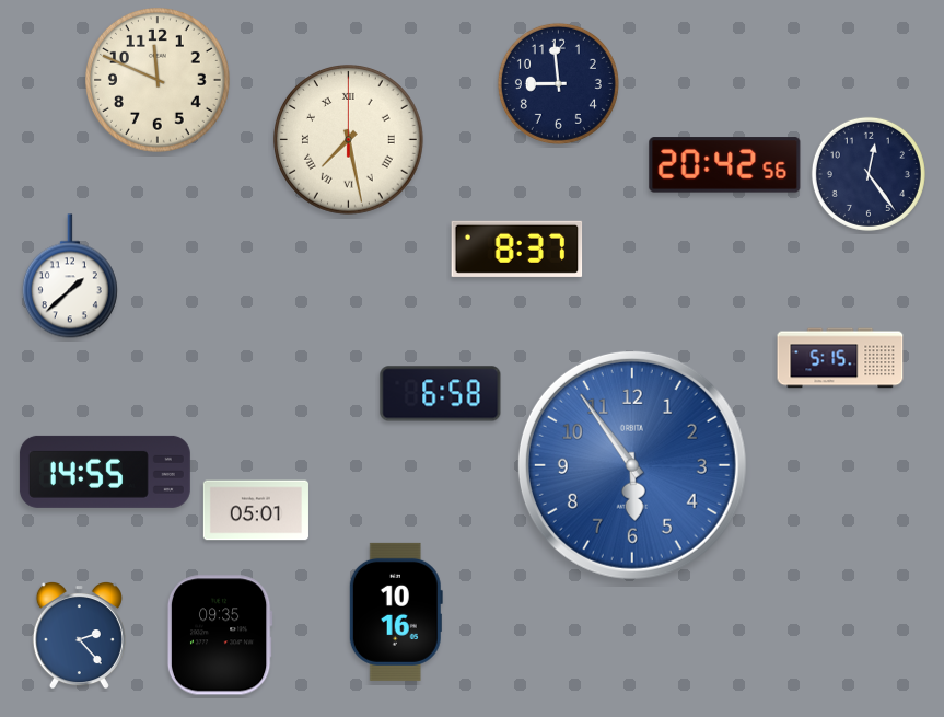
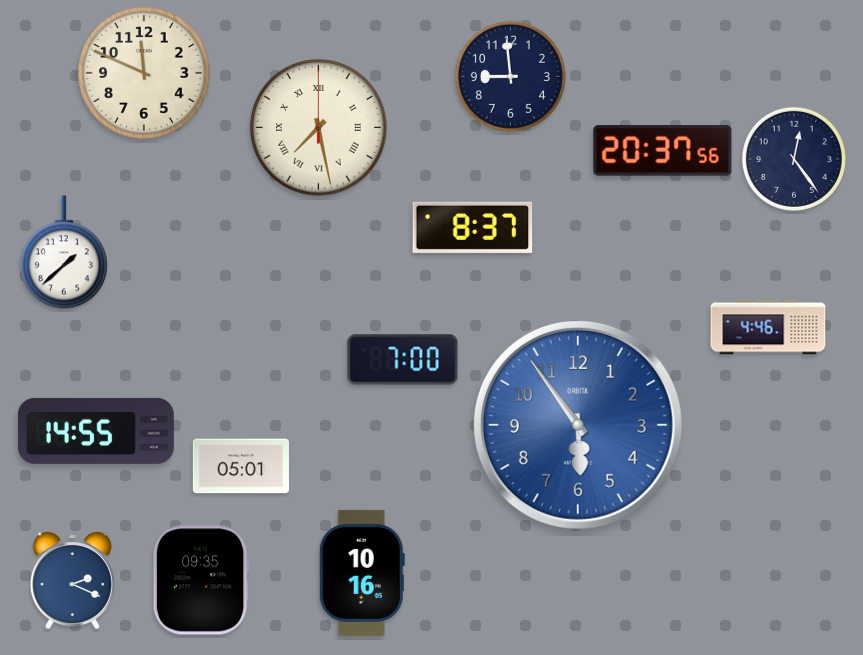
clock at (725, 165): 20:42 -> 20:37
clock at (840, 358): 5:15 -> 4:46
clock at (441, 394): 6:58 -> 7:00
clock at (256, 510) position: (256, 510) -> (241, 466)
clock at (396, 612) position: (396, 612) -> (362, 573)
clock at (79, 636): 2:23 -> 2:19
